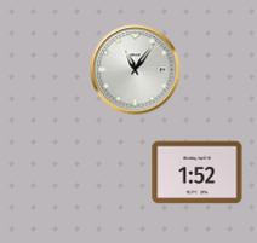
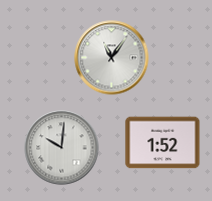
clock at (62, 148): none -> 10:01
